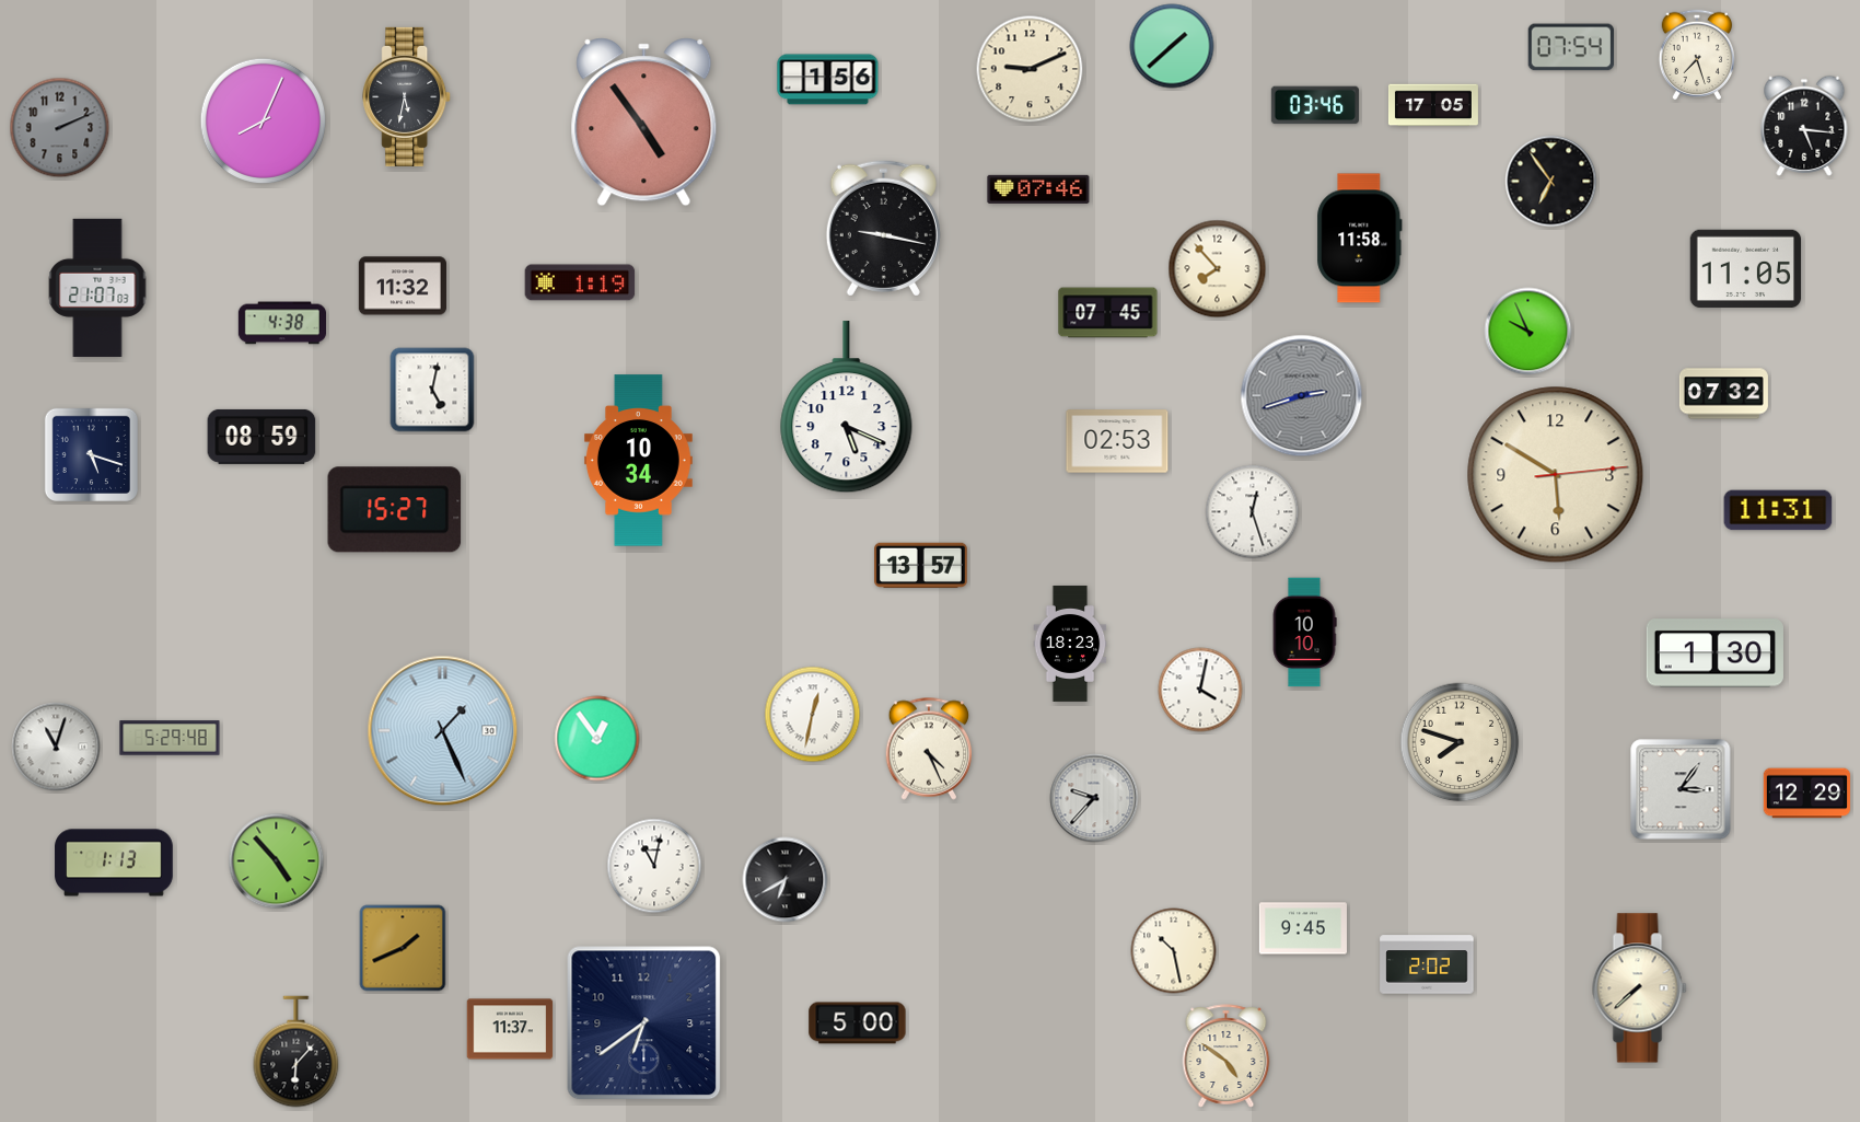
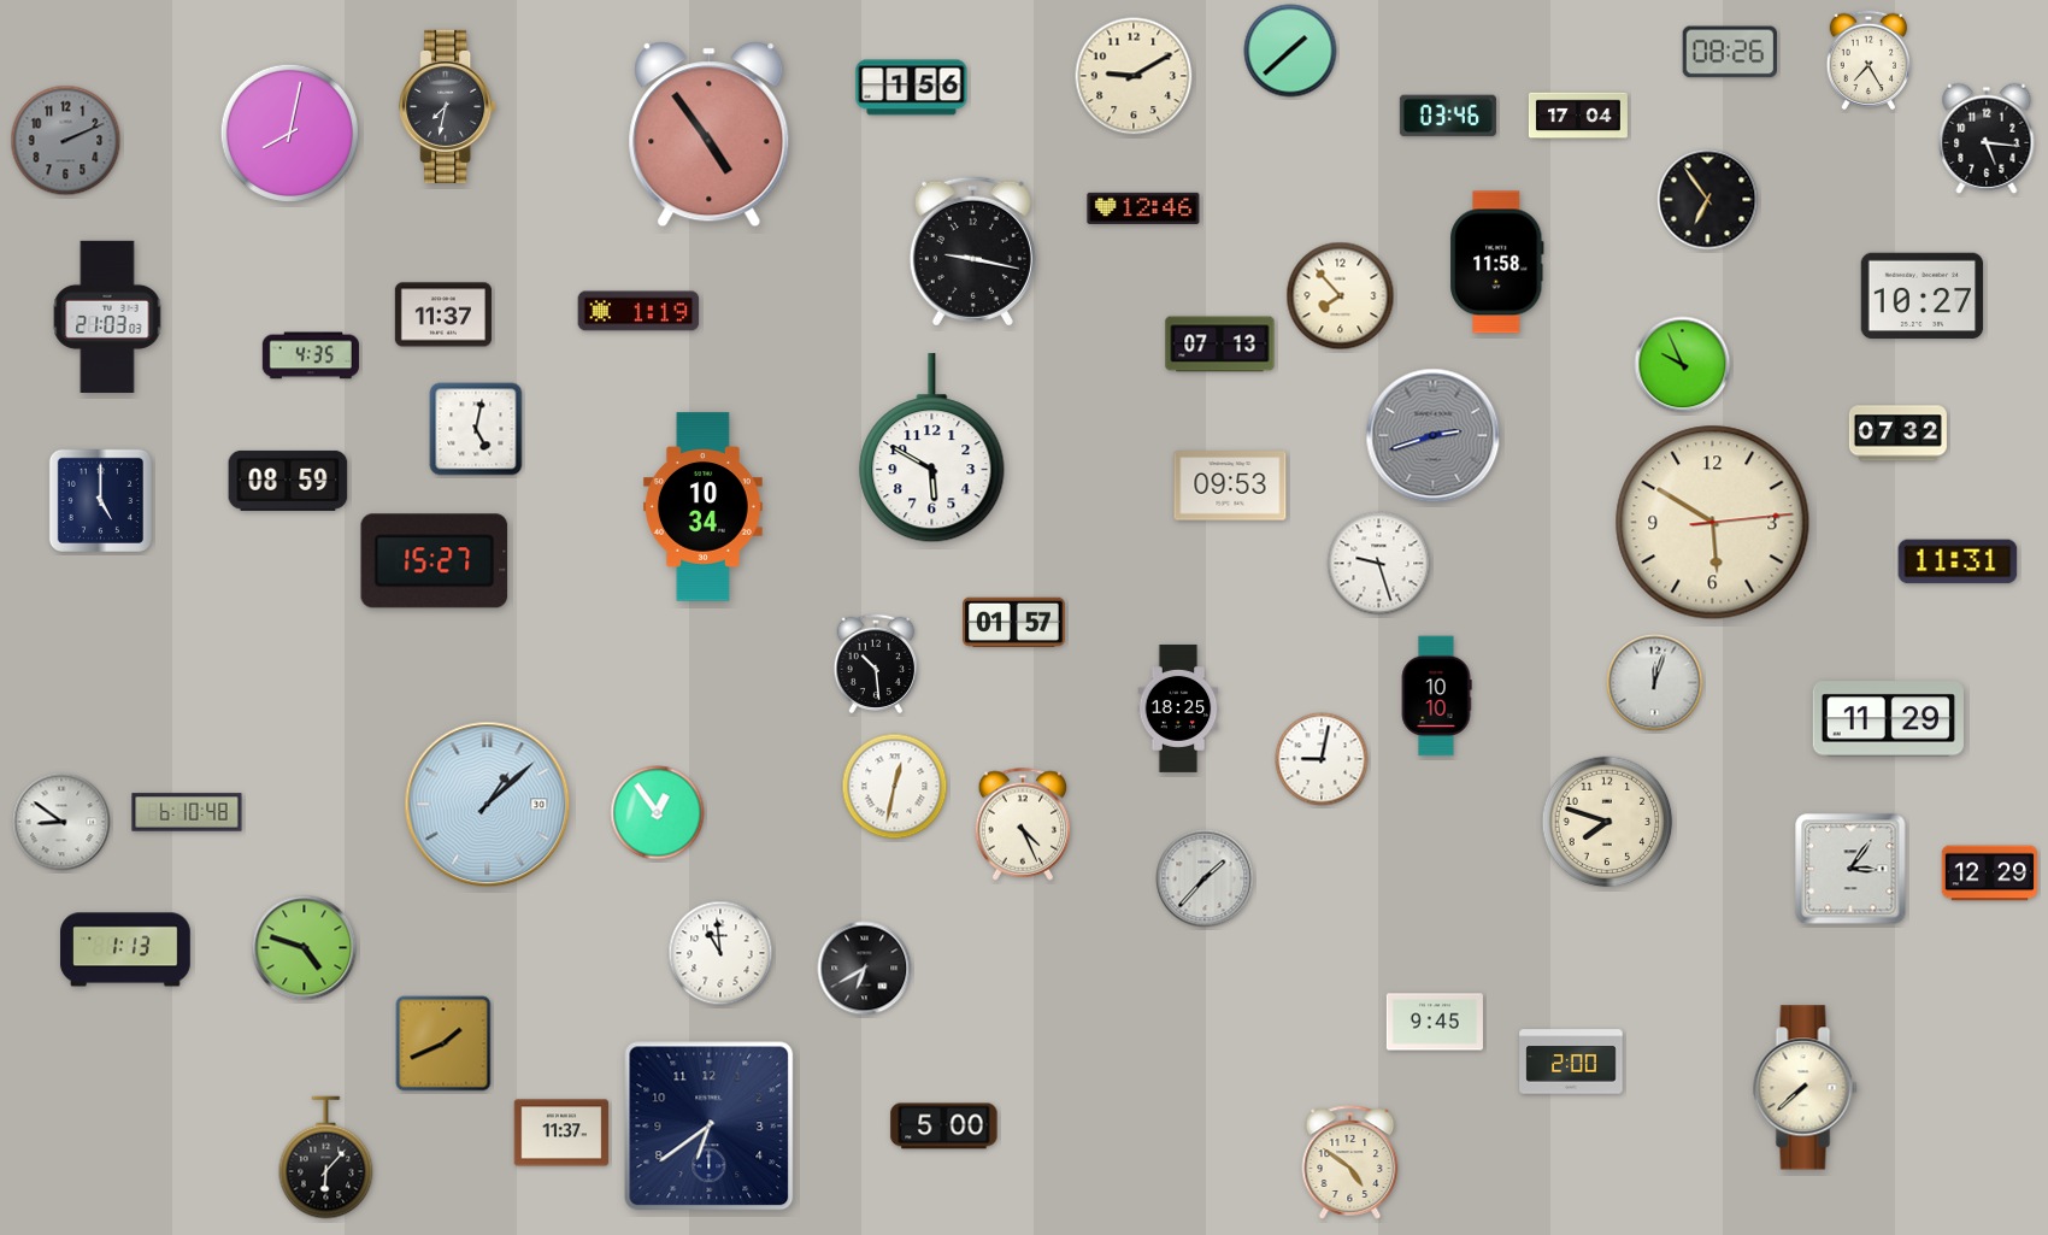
clock at (1570, 47): 07:54 -> 08:26
clock at (1697, 55): 7:27 -> 7:25
clock at (1030, 69): 9:11 -> 9:10
clock at (407, 96): 5:32 -> 7:32
clock at (1433, 105): 17:05 -> 17:04
clock at (264, 122): 8:04 -> 8:02
clock at (1038, 189): 07:46 -> 12:46
clock at (1746, 269): 11:05 -> 10:27
clock at (403, 286): 11:32 -> 11:37
clock at (97, 288): 21:07 -> 21:03
clock at (1108, 313): 07:45 -> 07:13
clock at (282, 323): 4:38 -> 4:35
clock at (847, 407): 5:19 -> 5:50
clock at (1117, 441): 02:53 -> 09:53
clock at (91, 454): 5:18 -> 5:00
clock at (1253, 512): 12:27 -> 9:27
clock at (921, 566): 13:57 -> 01:57
clock at (876, 664): none -> 10:29
clock at (1655, 683): none -> 12:03
clock at (1070, 644): 18:23 -> 18:25
clock at (1714, 653): 1:30 -> 11:29
clock at (1200, 690): 4:02 -> 9:02
clock at (443, 731): 1:26 -> 1:08
clock at (170, 738): 5:29 -> 6:10
clock at (1460, 742) position: (1460, 742) -> (1607, 822)
clock at (56, 747): 11:03 -> 8:51
clock at (1094, 798): 9:37 -> 1:37
clock at (277, 861): 4:53 -> 4:48
clock at (654, 866): 11:02 -> 10:59
clock at (1174, 951): 10:28 -> none
clock at (1427, 964): 2:02 -> 2:00
